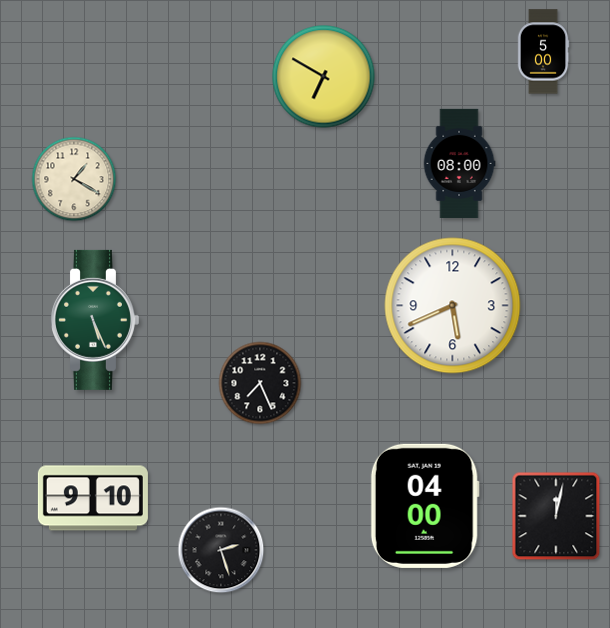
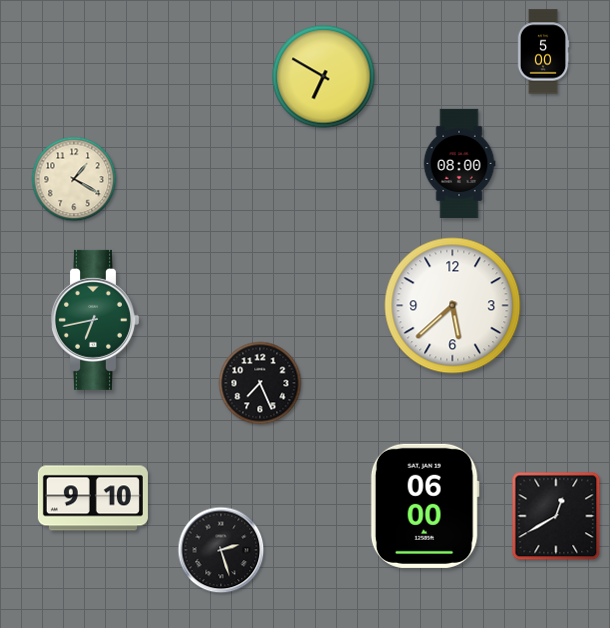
clock at (453, 306): 5:41 -> 5:38
clock at (94, 320): 5:26 -> 6:43
clock at (425, 506): 04:00 -> 06:00
clock at (556, 516): 12:02 -> 12:40
